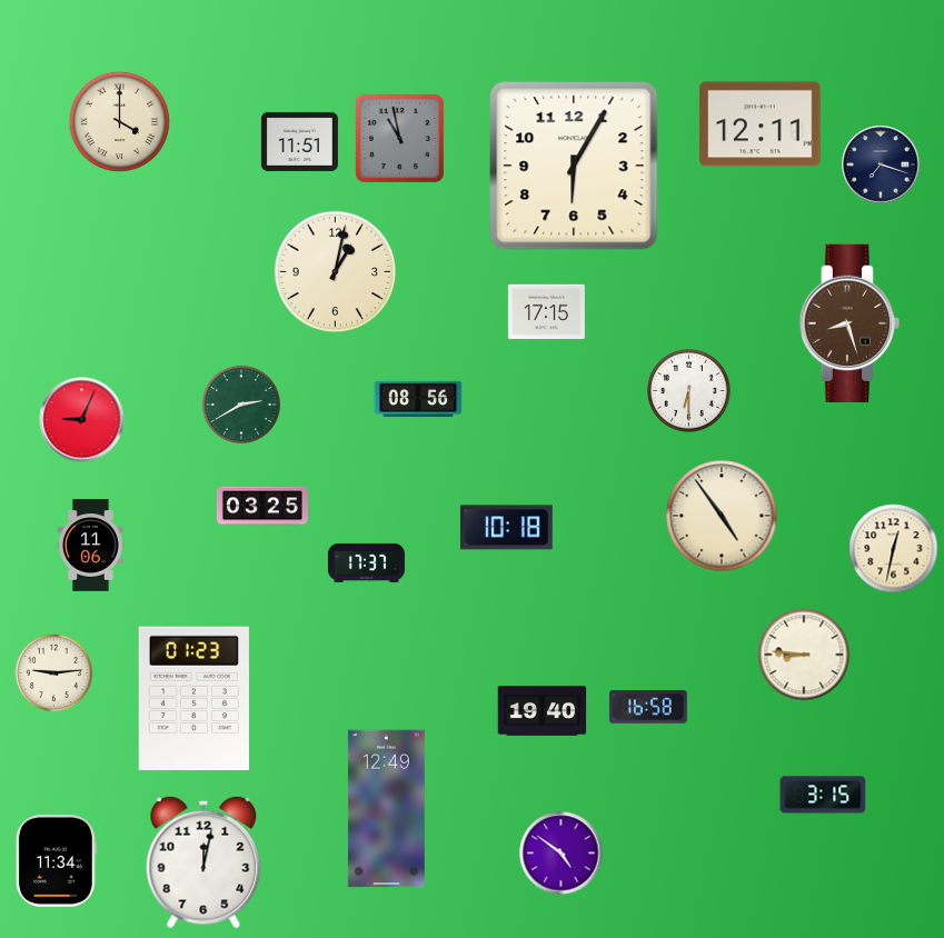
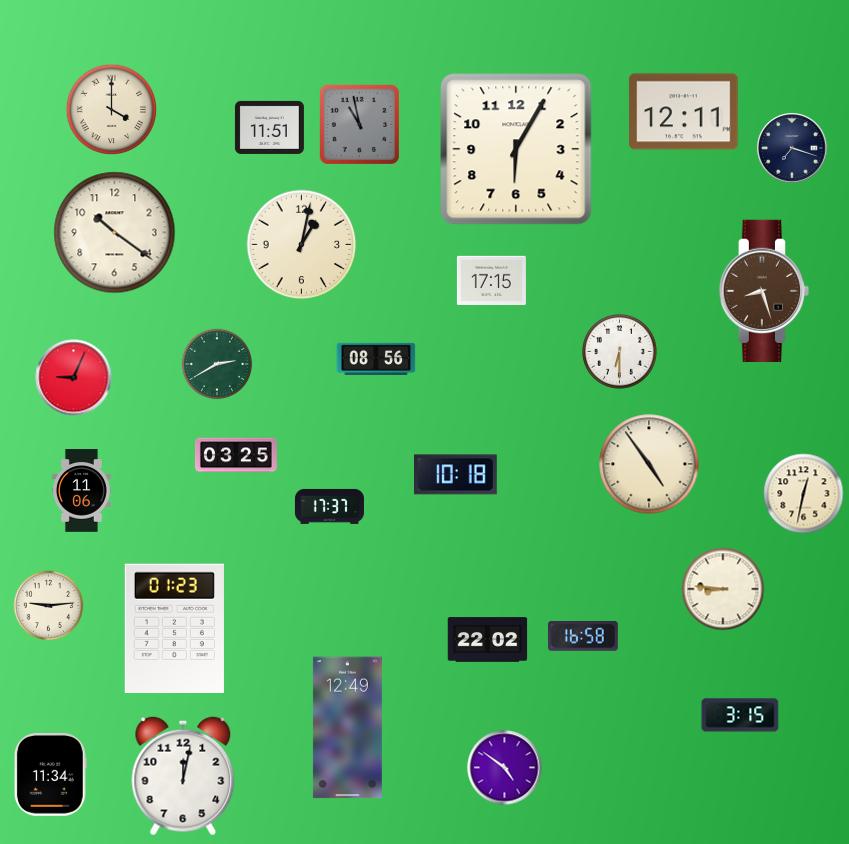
clock at (120, 122) position: (120, 122) -> (112, 110)
clock at (115, 233): none -> 10:21
clock at (543, 711): 19:40 -> 22:02
